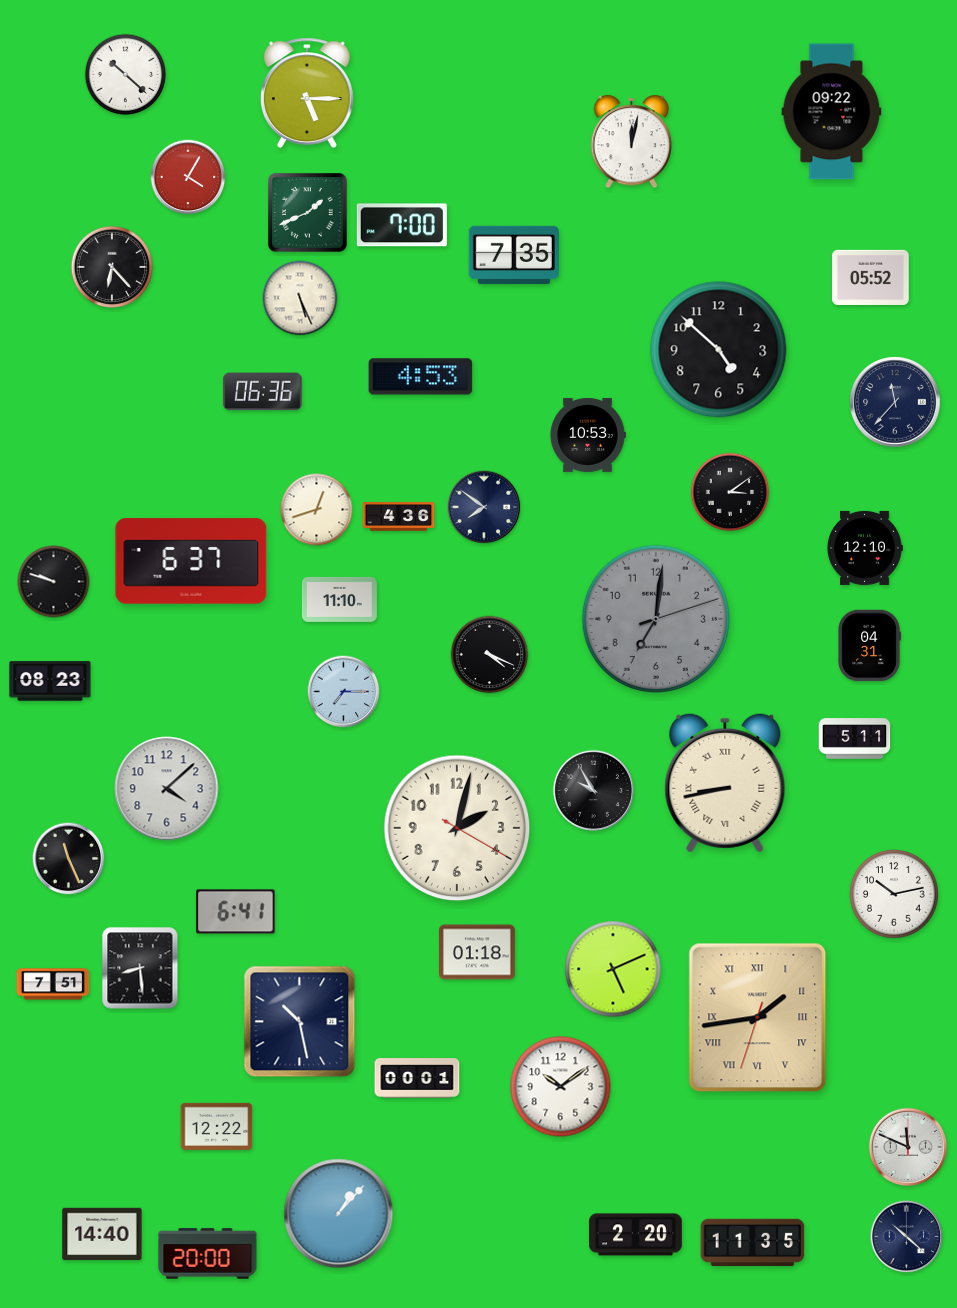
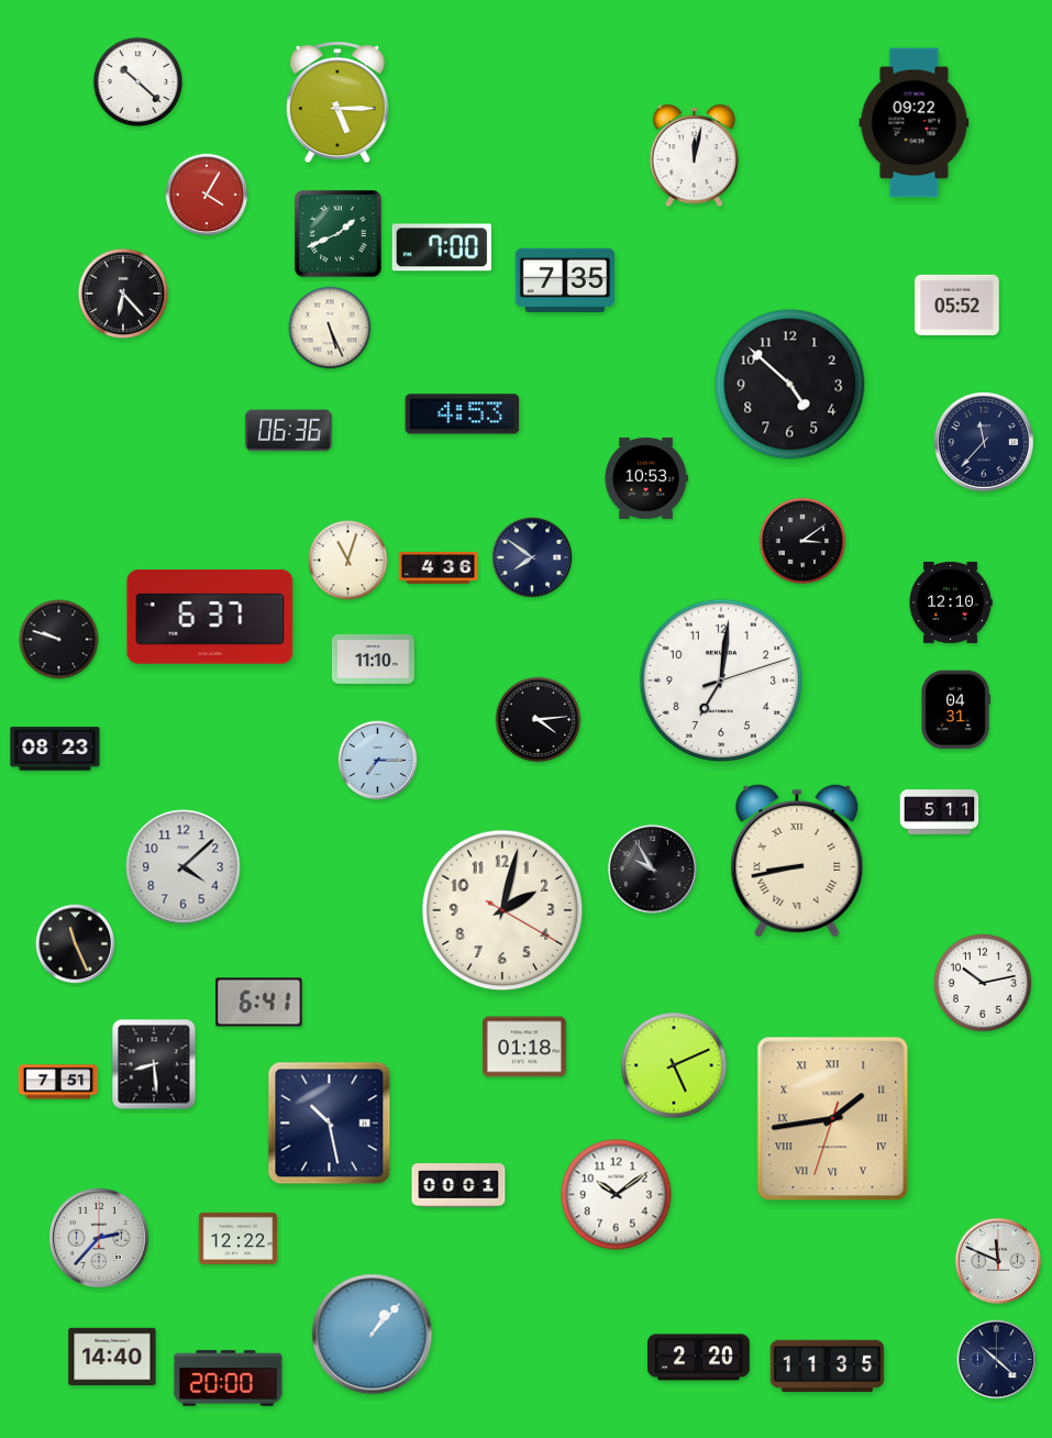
clock at (317, 510): 12:42 -> 11:03
clock at (656, 619) dial: grey -> white
clock at (490, 655): 4:19 -> 4:14
clock at (99, 1238): none -> 2:37
